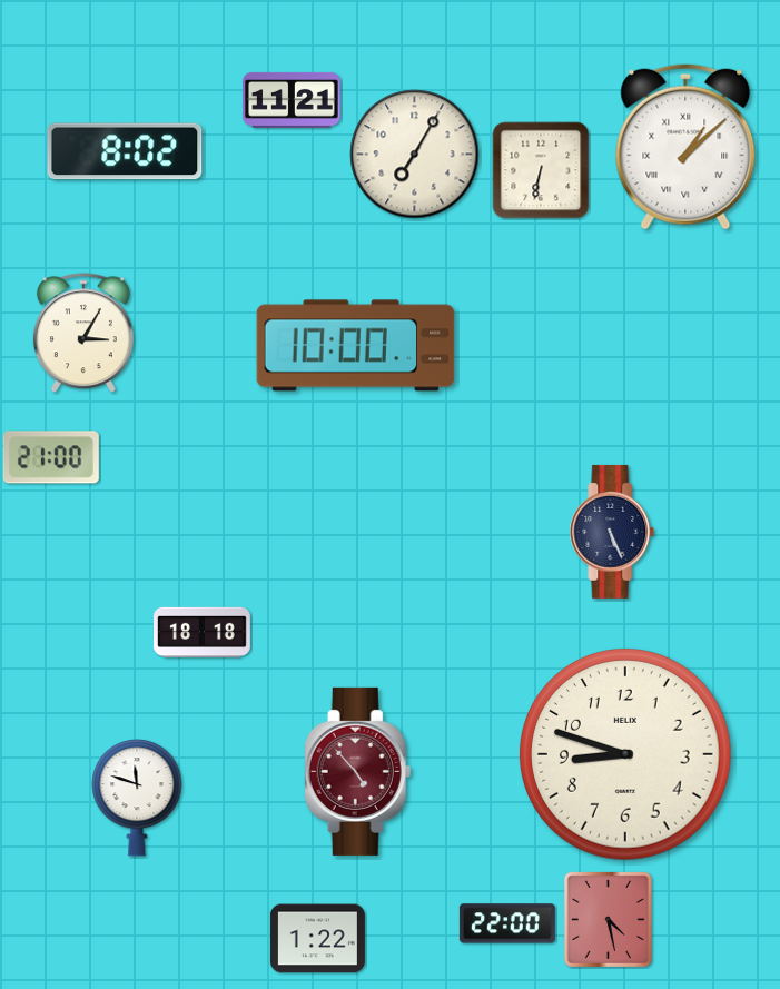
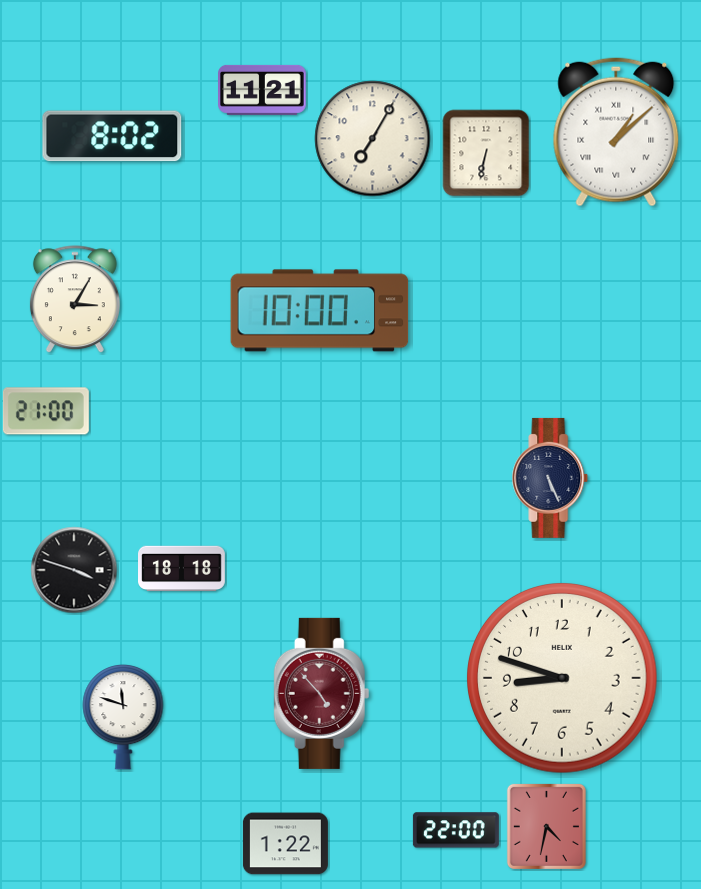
clock at (74, 570): none -> 3:48
clock at (608, 919): 4:28 -> 4:32
